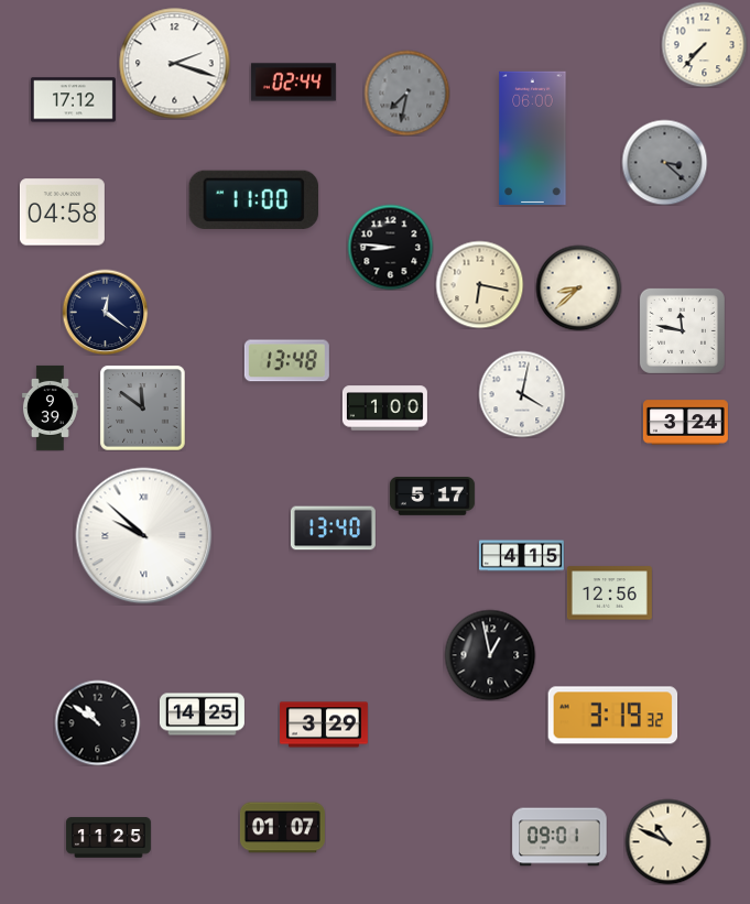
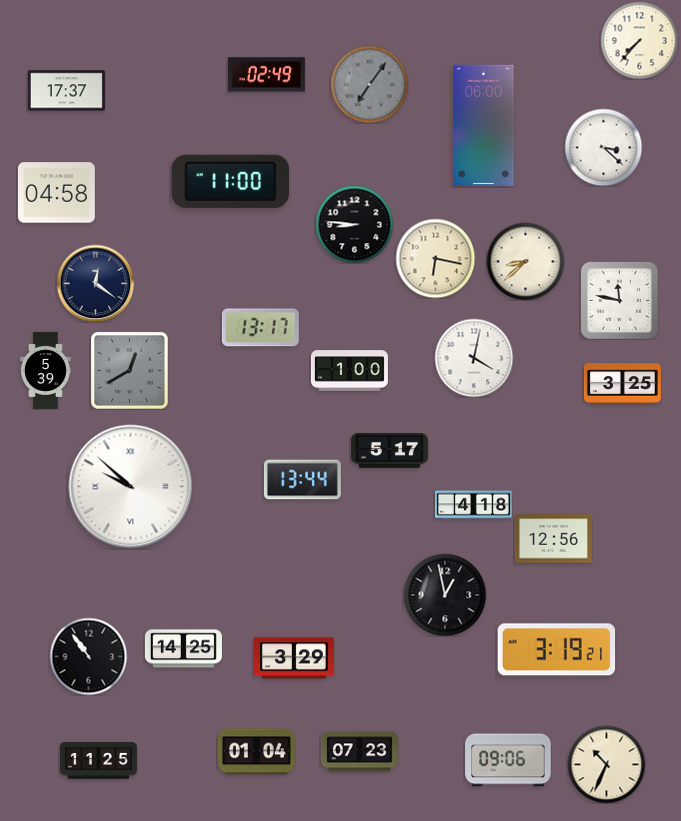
clock at (175, 64): 2:18 -> none
clock at (293, 83): 02:44 -> 02:49
clock at (406, 92): 7:32 -> 7:06
clock at (73, 100): 17:12 -> 17:37
clock at (664, 162) dial: grey -> white
clock at (286, 361): 13:48 -> 13:17
clock at (50, 407): 9:39 -> 5:39
clock at (142, 407): 11:51 -> 12:40
clock at (685, 423): 3:24 -> 3:25
clock at (432, 497) position: (432, 497) -> (389, 451)
clock at (333, 529): 13:40 -> 13:44
clock at (521, 556): 4:15 -> 4:18
clock at (613, 716): 3:19:32 -> 3:19:21
clock at (97, 722): 10:51 -> 10:54
clock at (282, 828): 01:07 -> 01:04
clock at (359, 752): none -> 07:23
clock at (559, 837): 09:01 -> 09:06
clock at (667, 841): 10:49 -> 10:34
